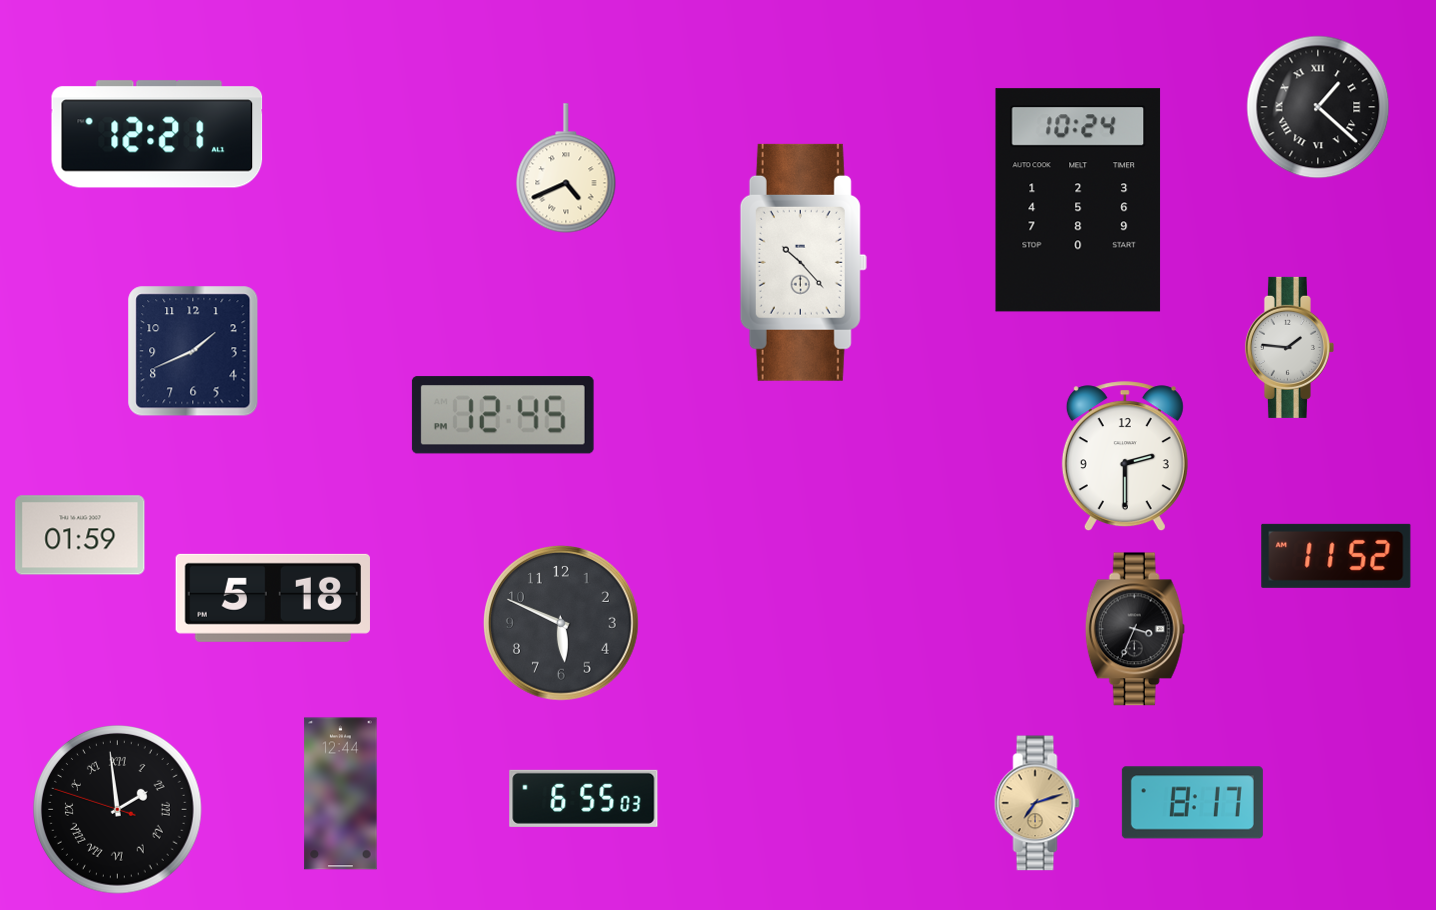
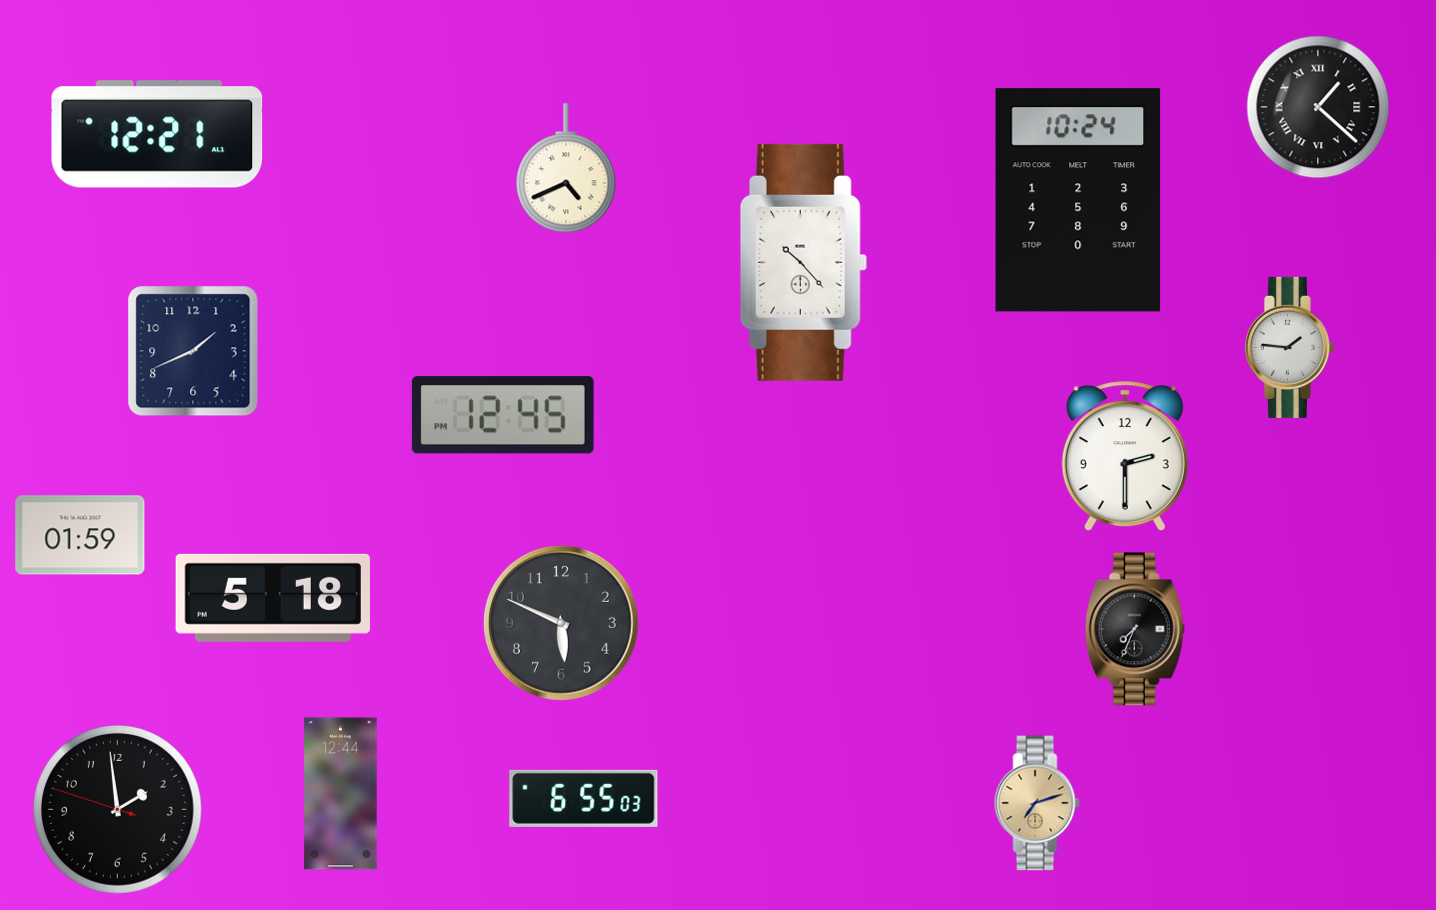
clock at (1336, 556): 11:52 -> none
clock at (1135, 629): 3:34 -> 7:34
clock at (1192, 803): 8:17 -> none
clock at (118, 810) numerals: Roman -> Arabic
